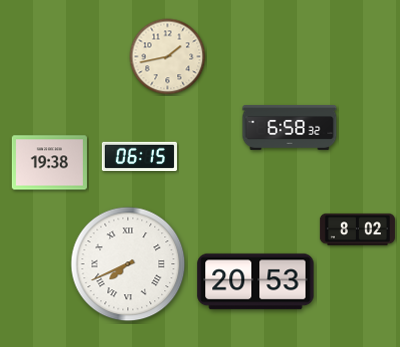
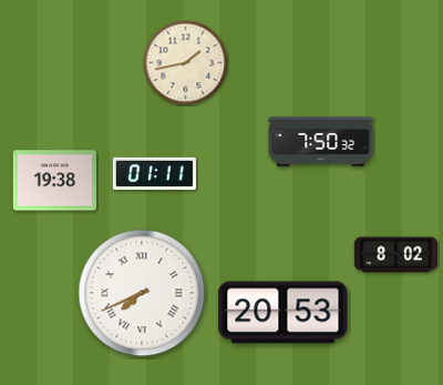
clock at (290, 128): 6:58 -> 7:50
clock at (139, 156): 06:15 -> 01:11
